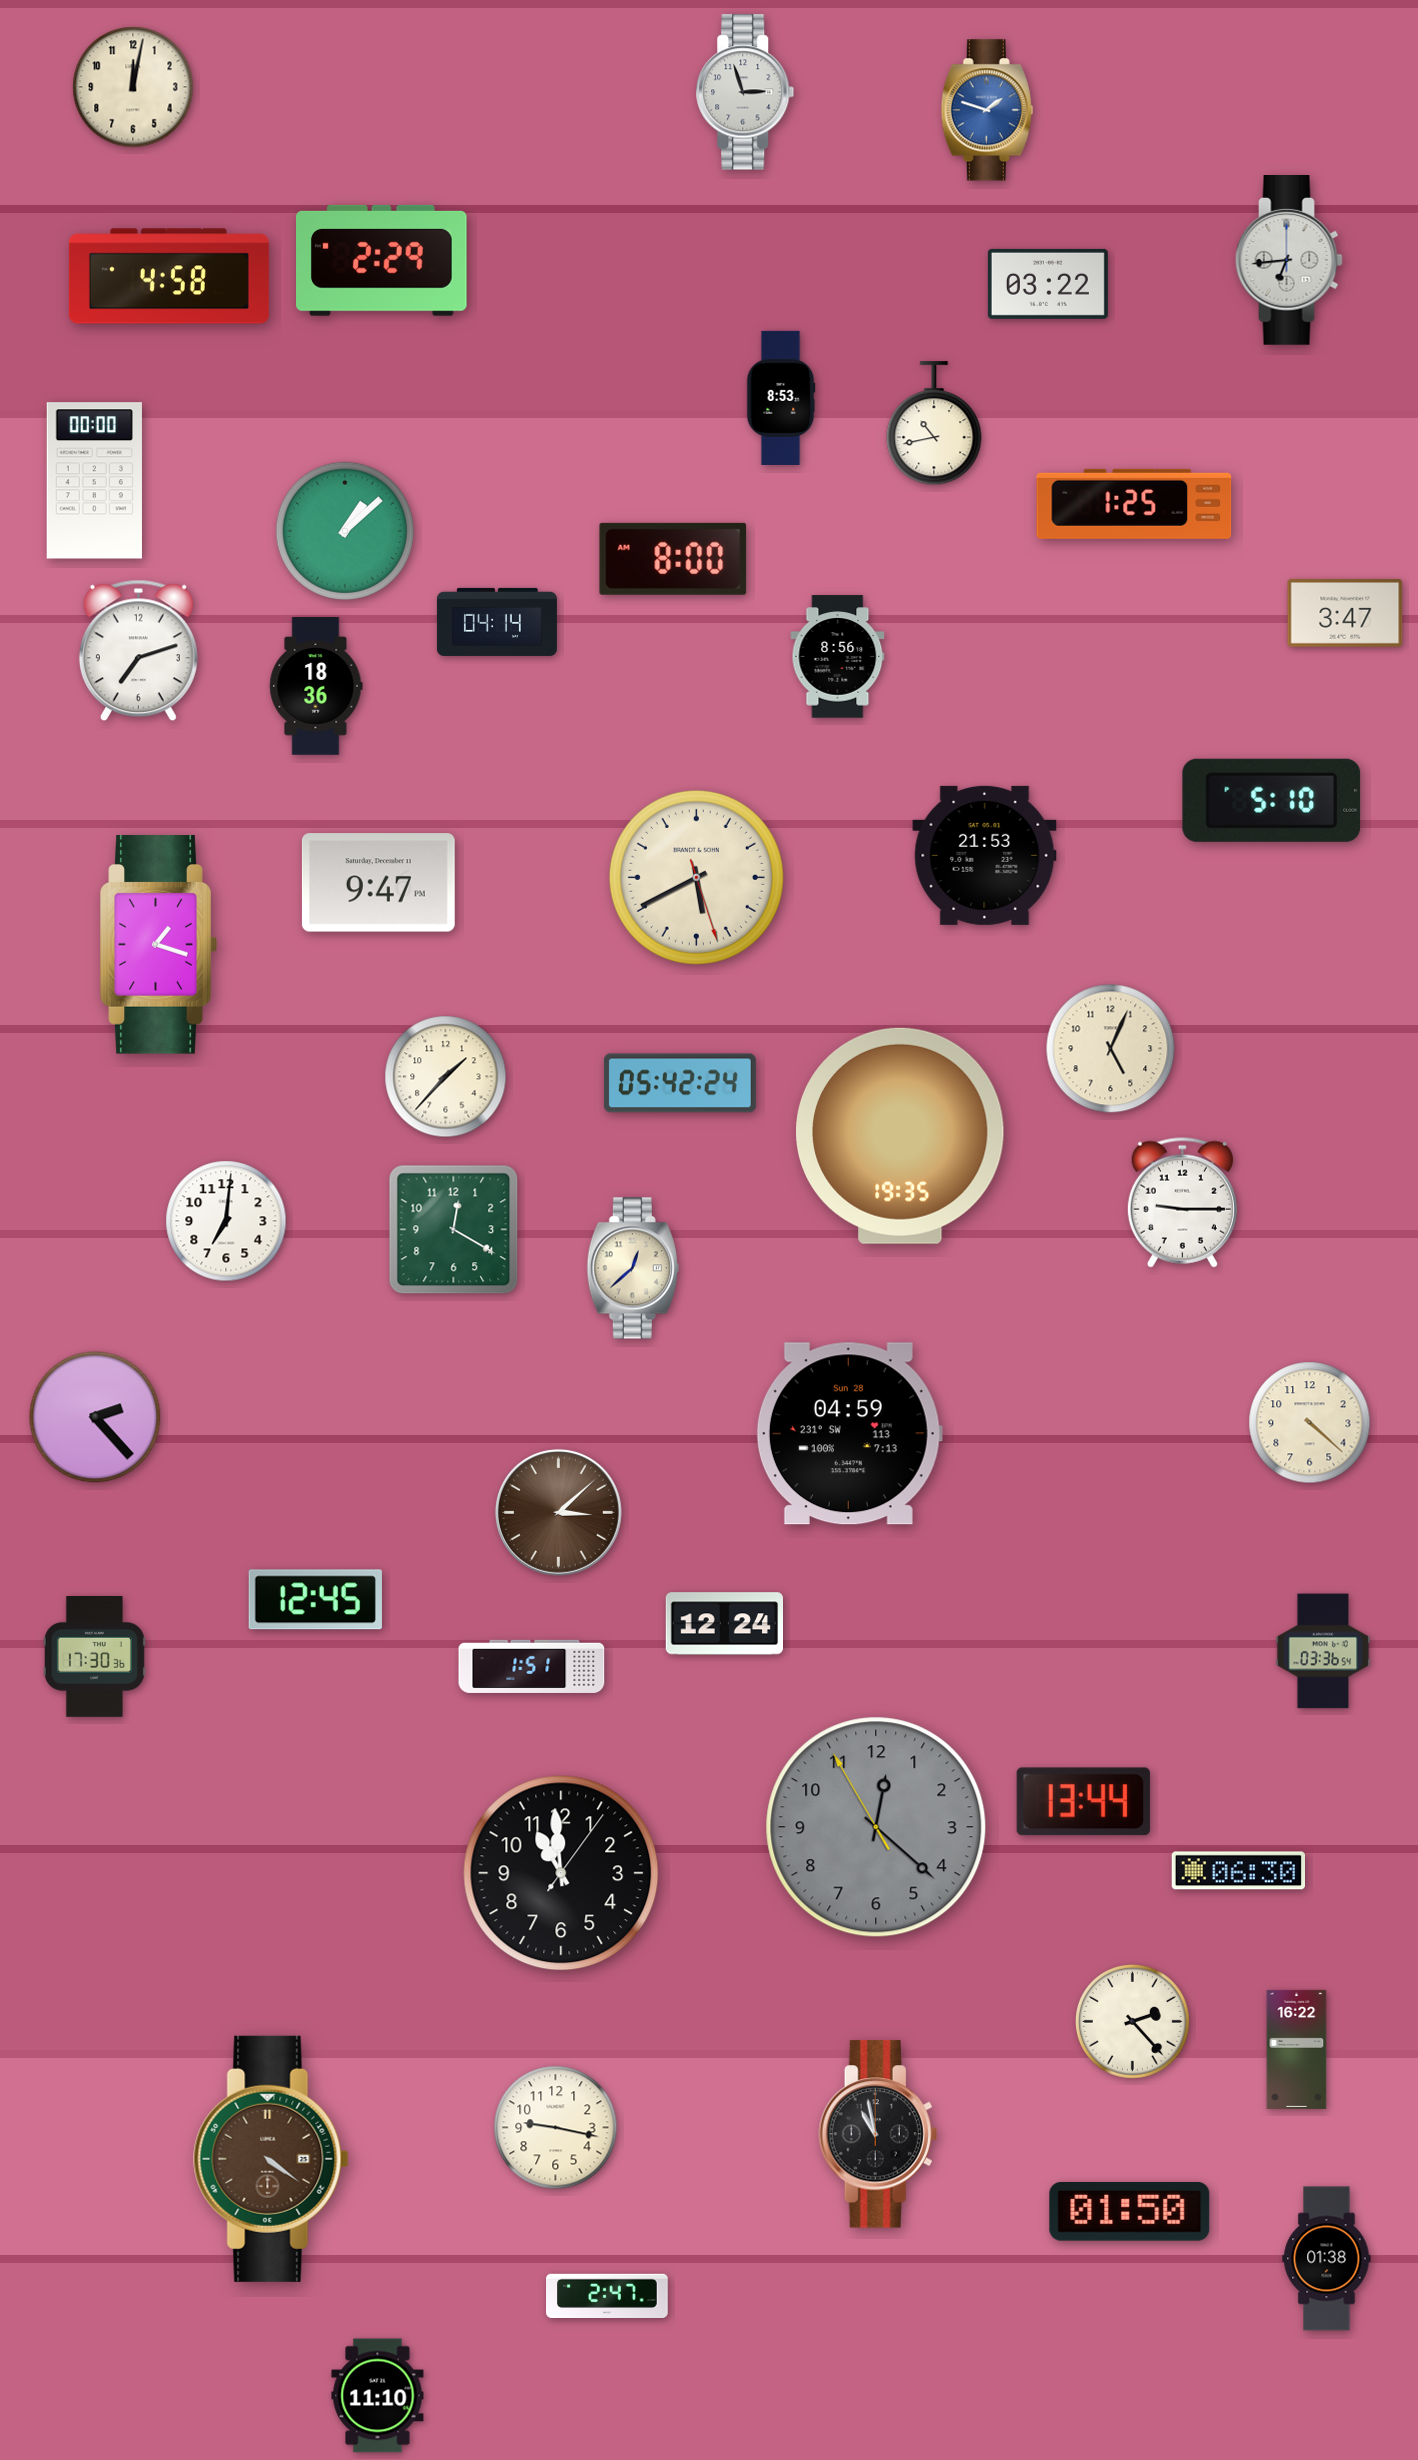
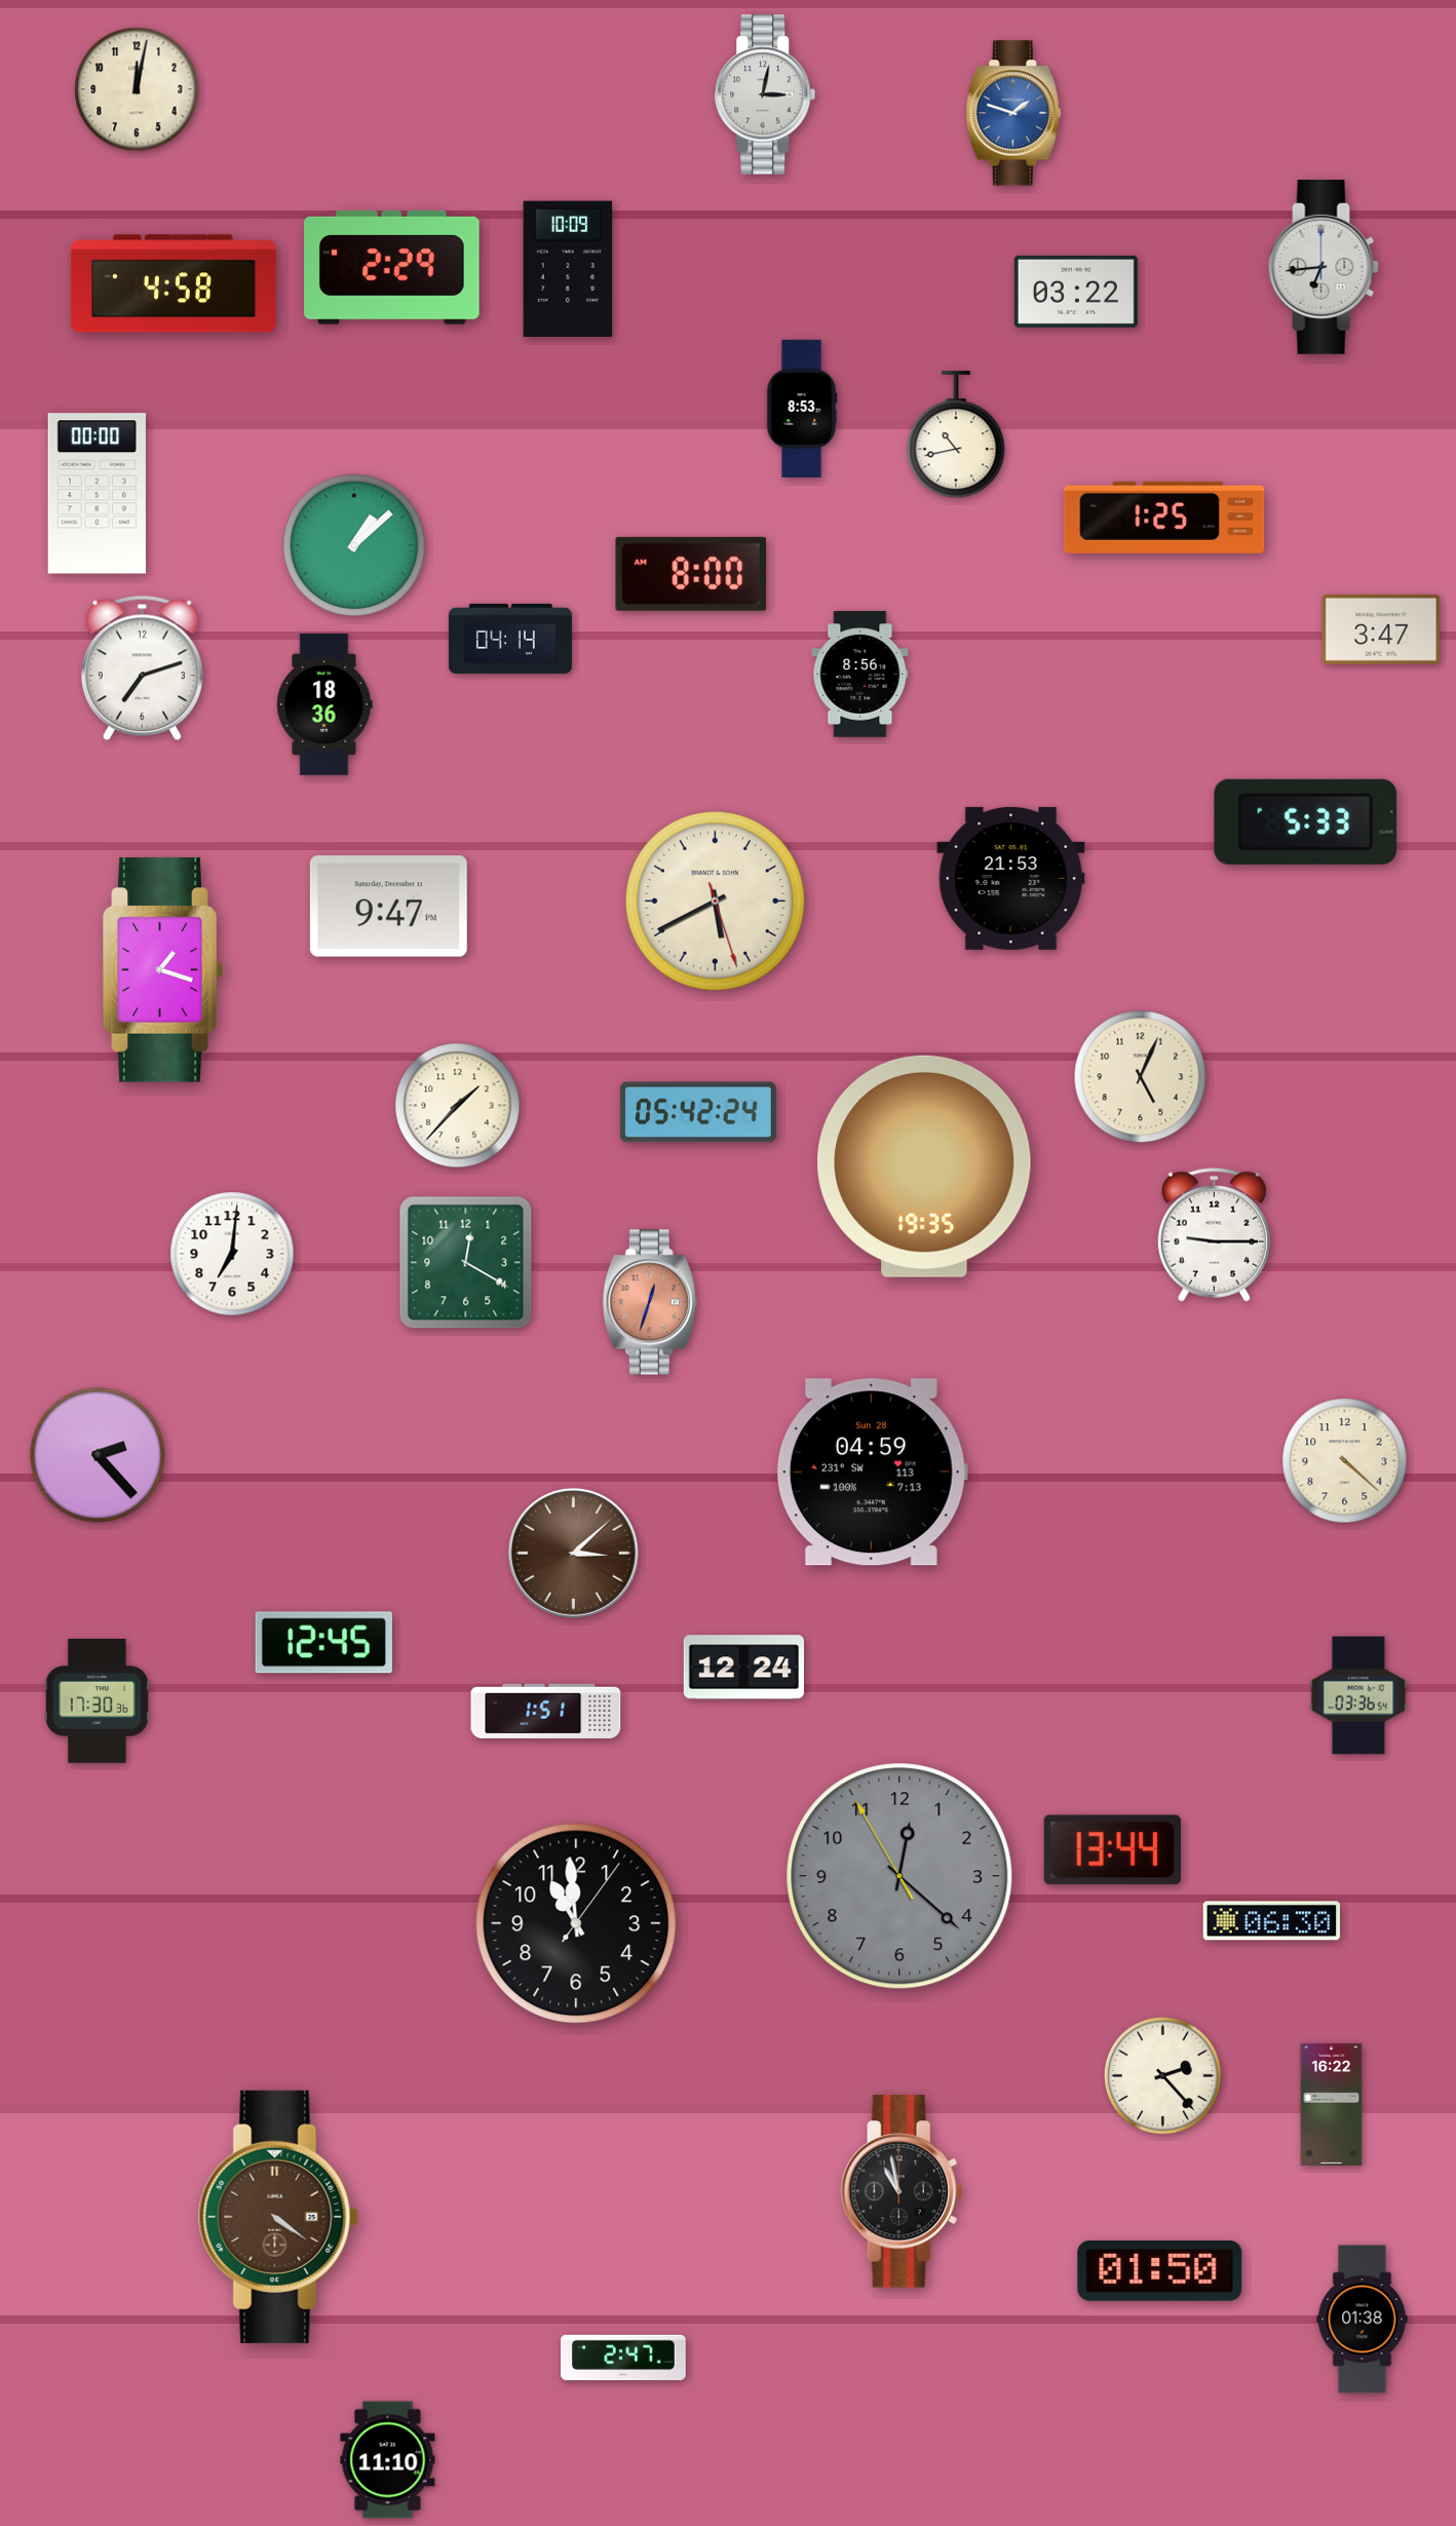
clock at (745, 92): 2:57 -> 3:02
clock at (568, 269): none -> 10:09
clock at (934, 424) position: (934, 424) -> (956, 435)
clock at (1272, 800): 5:10 -> 5:33
clock at (633, 1268): 12:38 -> 12:33
clock at (633, 1268) dial: cream -> salmon
clock at (556, 2128): 9:17 -> none
